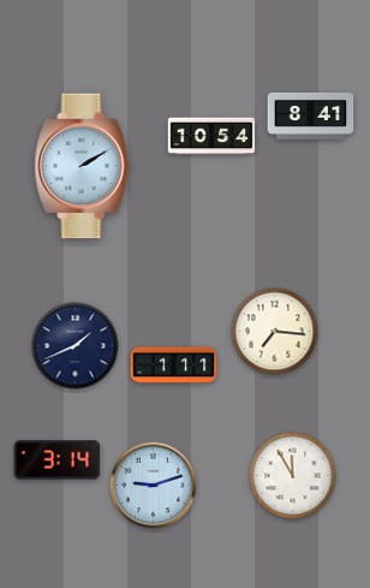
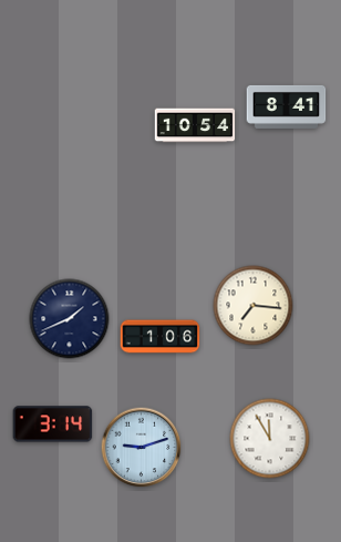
clock at (82, 166): 2:10 -> none
clock at (174, 366): 1:11 -> 1:06
